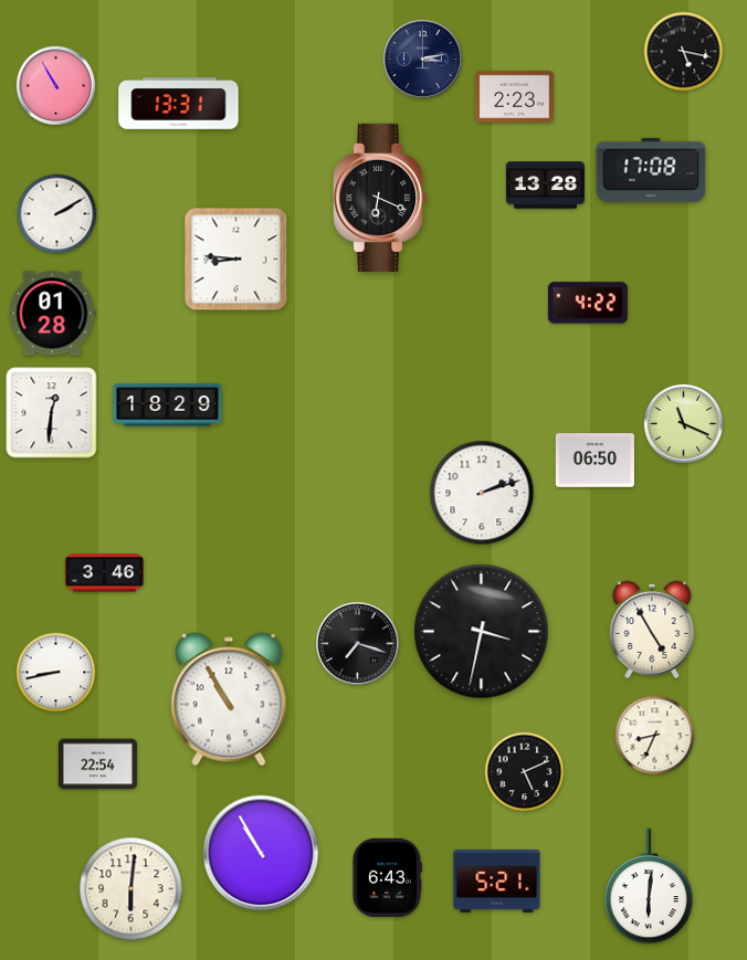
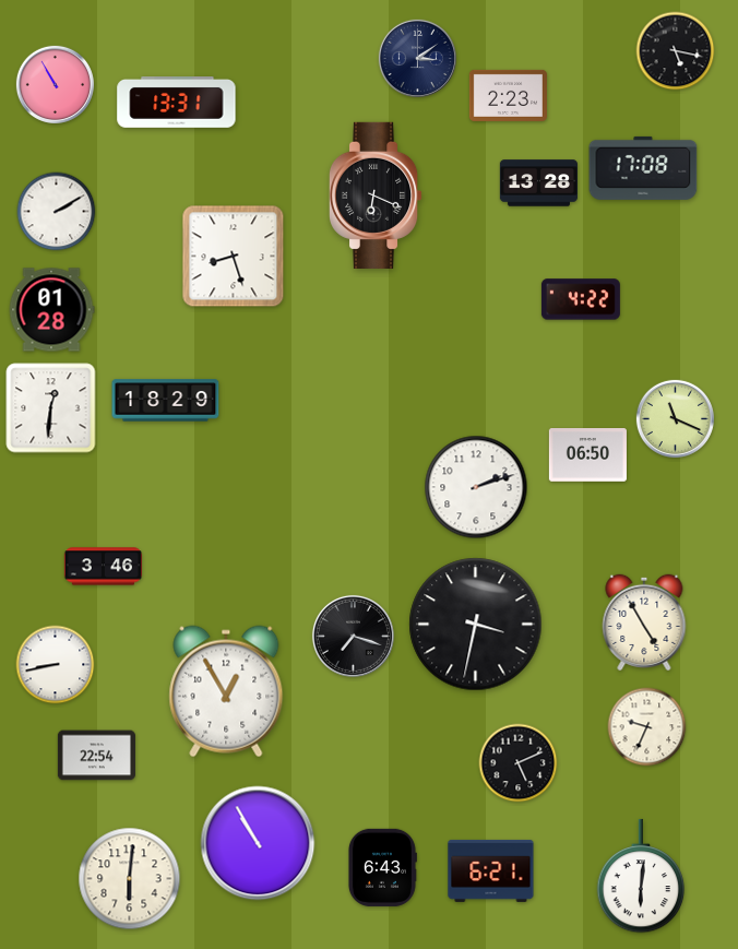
clock at (422, 59): 3:13 -> 3:09
clock at (236, 260): 8:46 -> 8:27
clock at (229, 699): 10:55 -> 12:55
clock at (655, 736): 8:34 -> 9:34
clock at (497, 880): 5:21 -> 6:21
